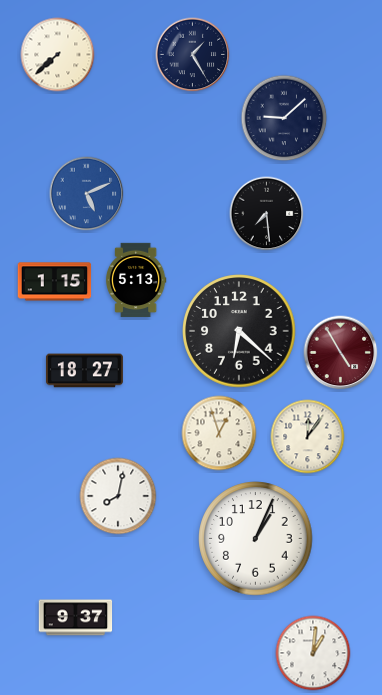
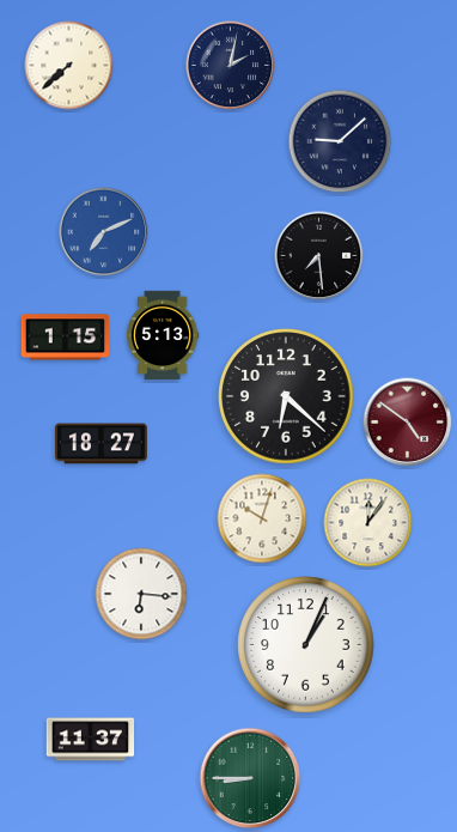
clock at (193, 55): 1:25 -> 2:02
clock at (87, 194): 5:11 -> 7:11
clock at (341, 353): 4:55 -> 4:51
clock at (219, 433): 12:57 -> 10:03
clock at (118, 496): 8:02 -> 6:16
clock at (76, 618): 9:37 -> 11:37
clock at (250, 778): none -> 8:45
clock at (313, 653): 1:01 -> none
